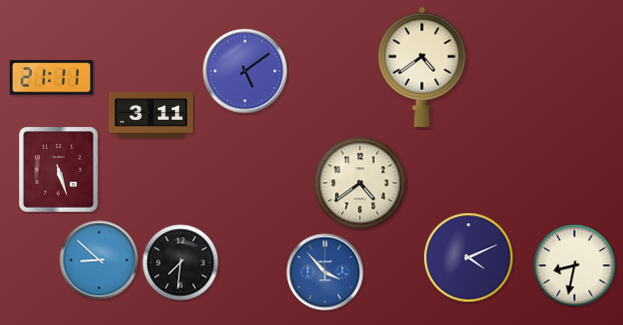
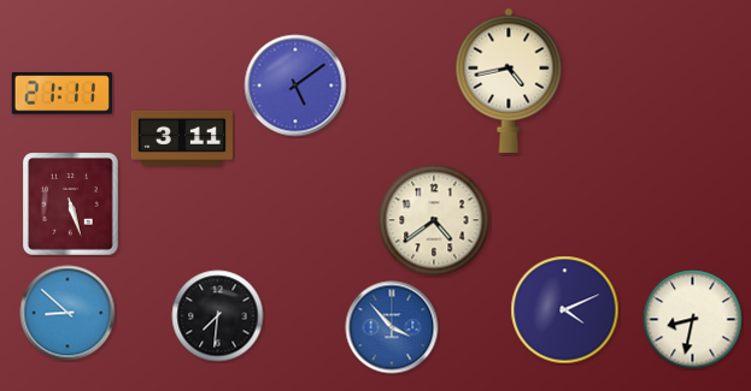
clock at (422, 67): 4:39 -> 4:43
clock at (99, 260) position: (99, 260) -> (68, 313)
